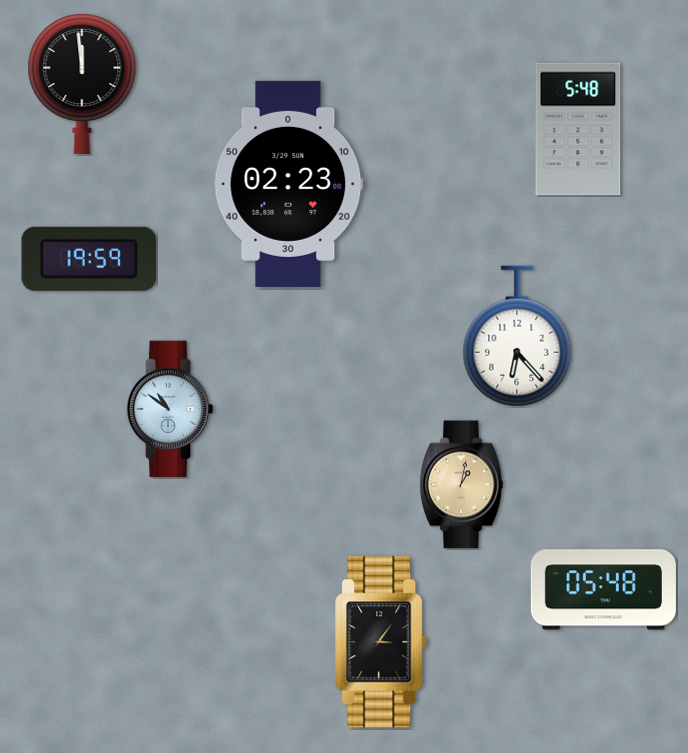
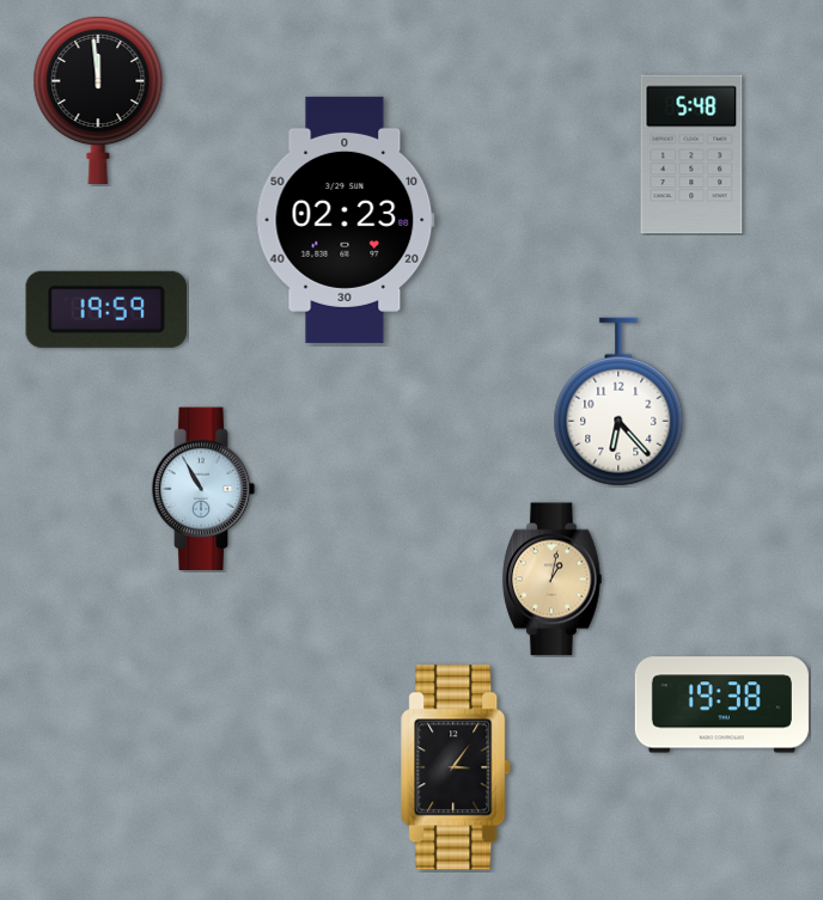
clock at (170, 409): 10:51 -> 10:55
clock at (603, 590): 05:48 -> 19:38
